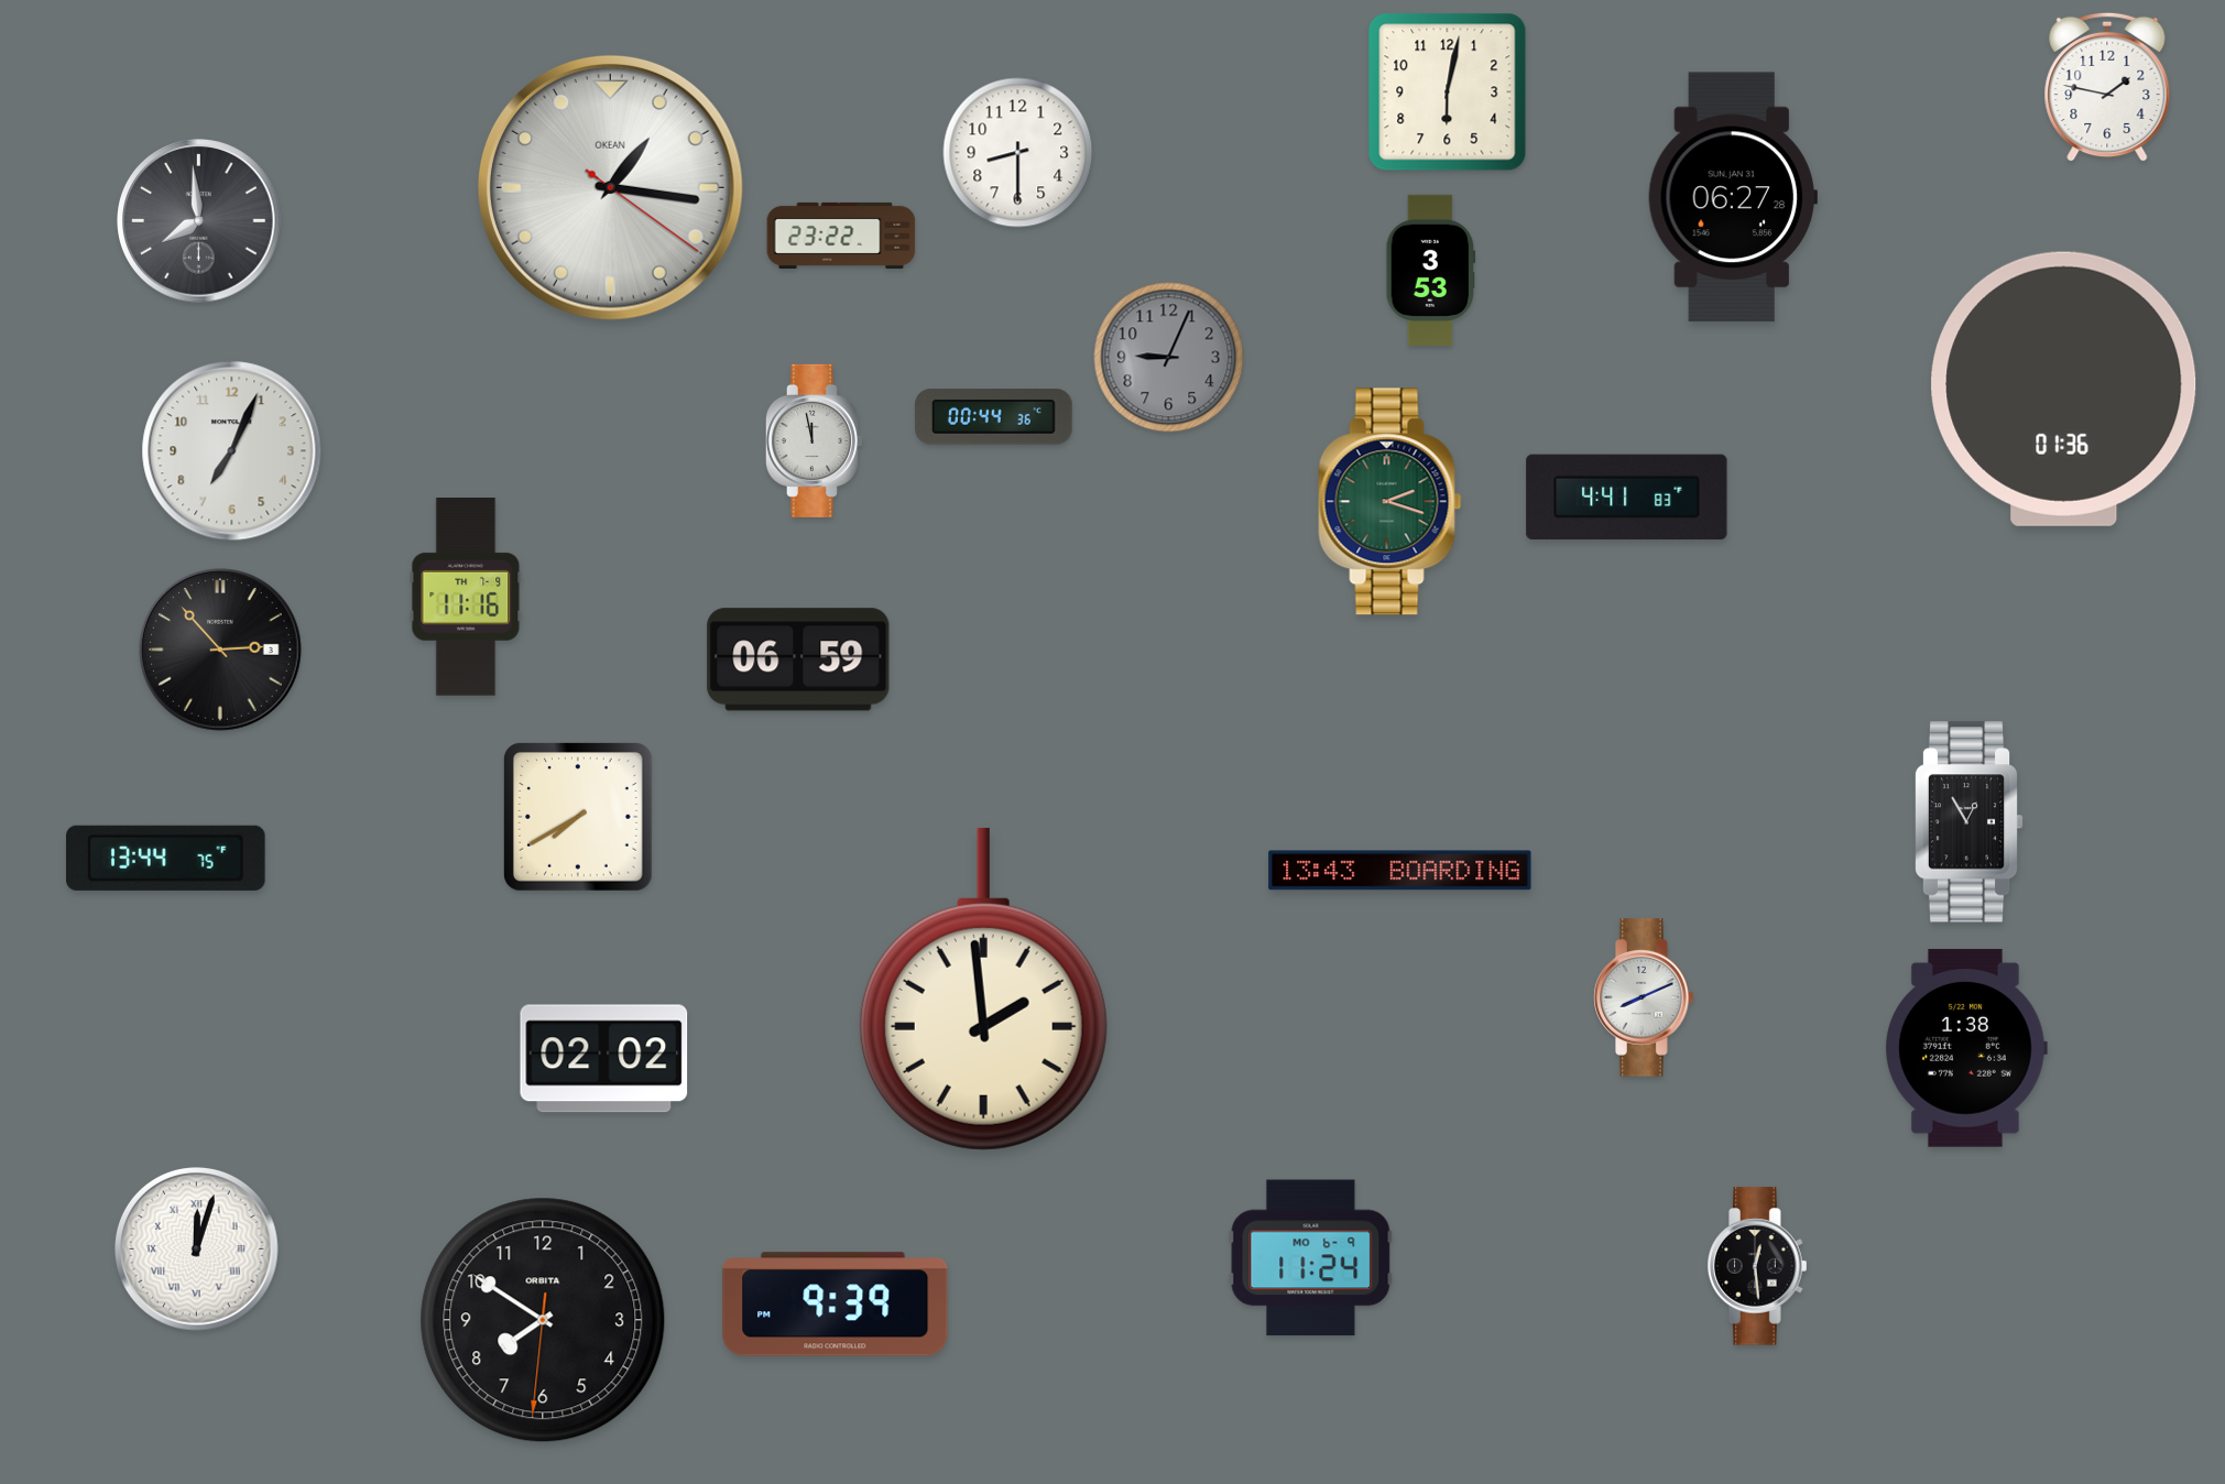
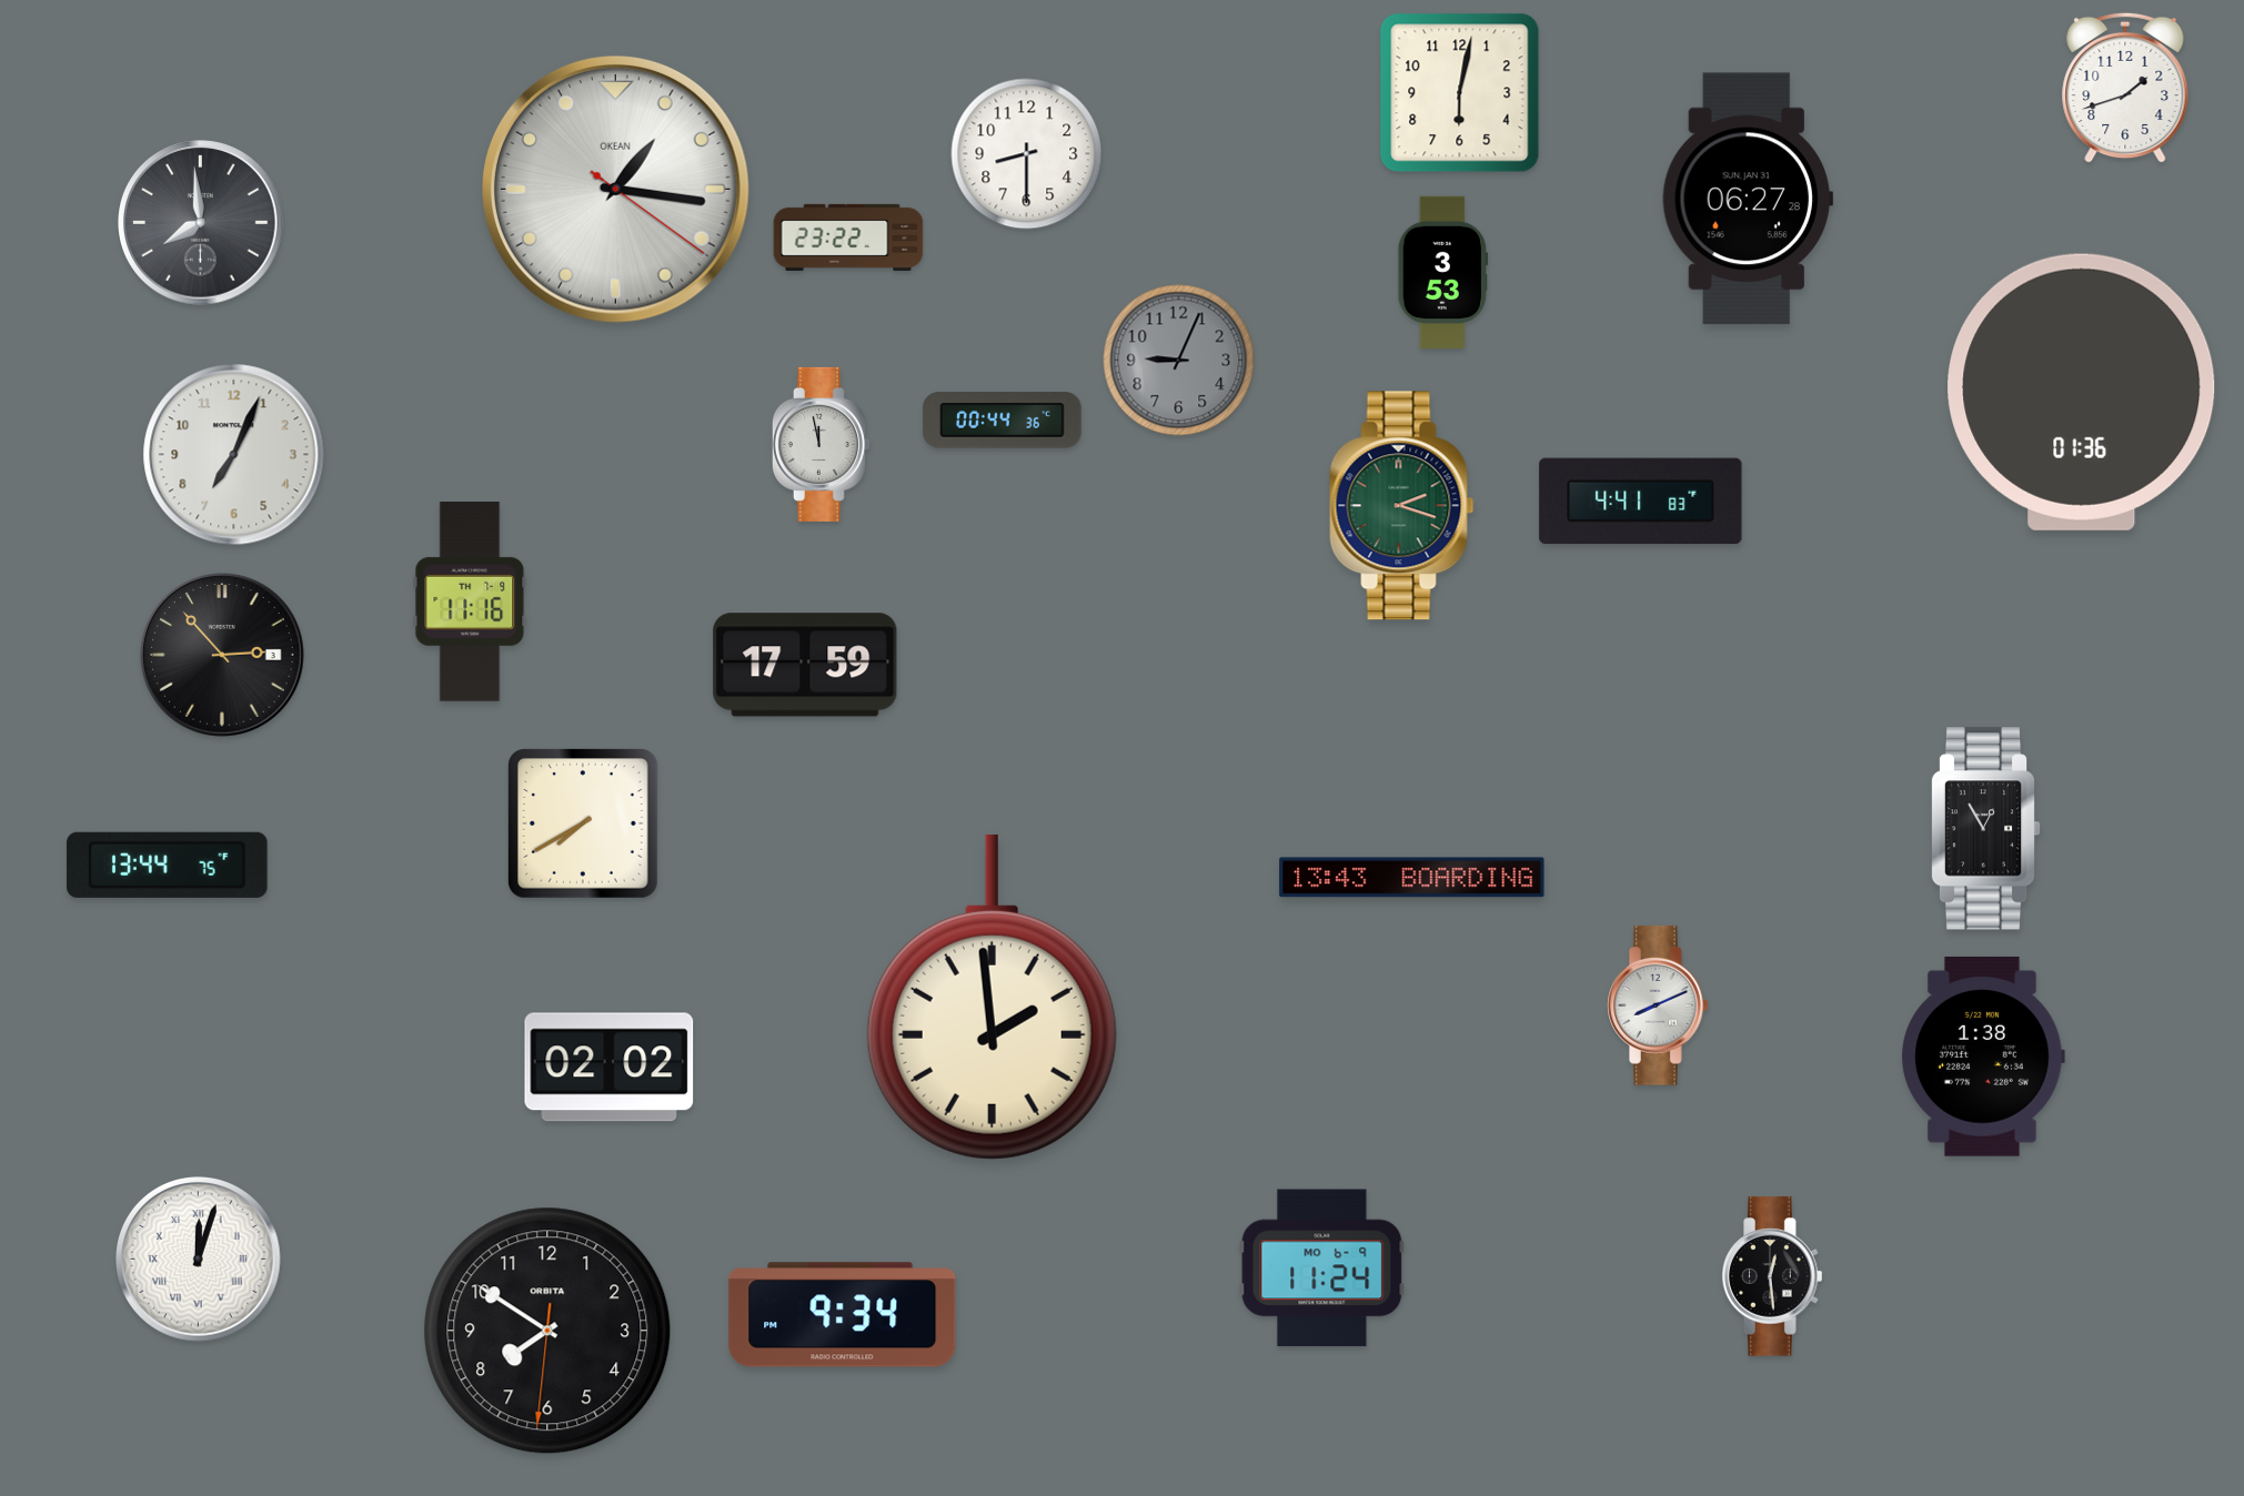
clock at (2107, 87): 1:47 -> 1:42
clock at (798, 659): 06:59 -> 17:59
clock at (836, 1305): 9:39 -> 9:34
